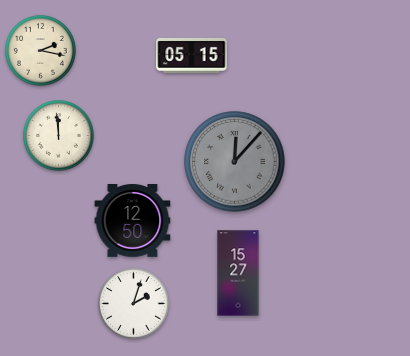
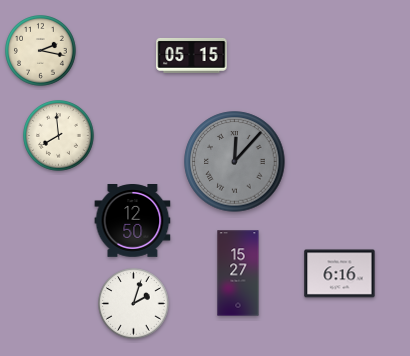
clock at (59, 136): 11:59 -> 7:59
clock at (340, 274): none -> 6:16
